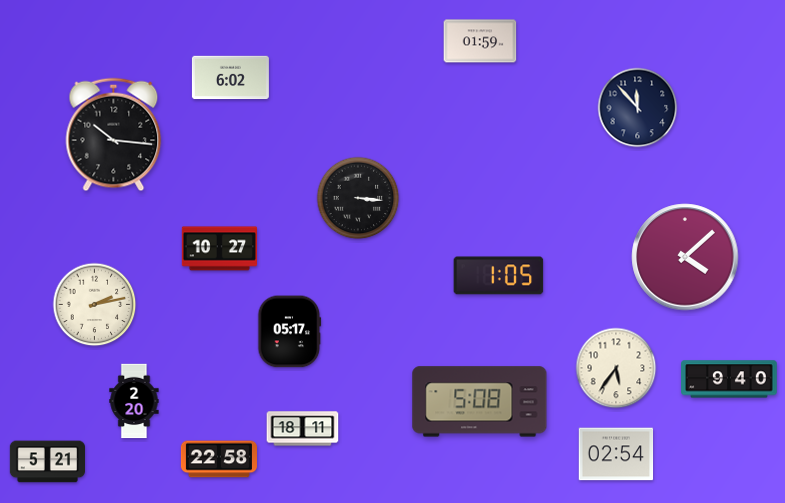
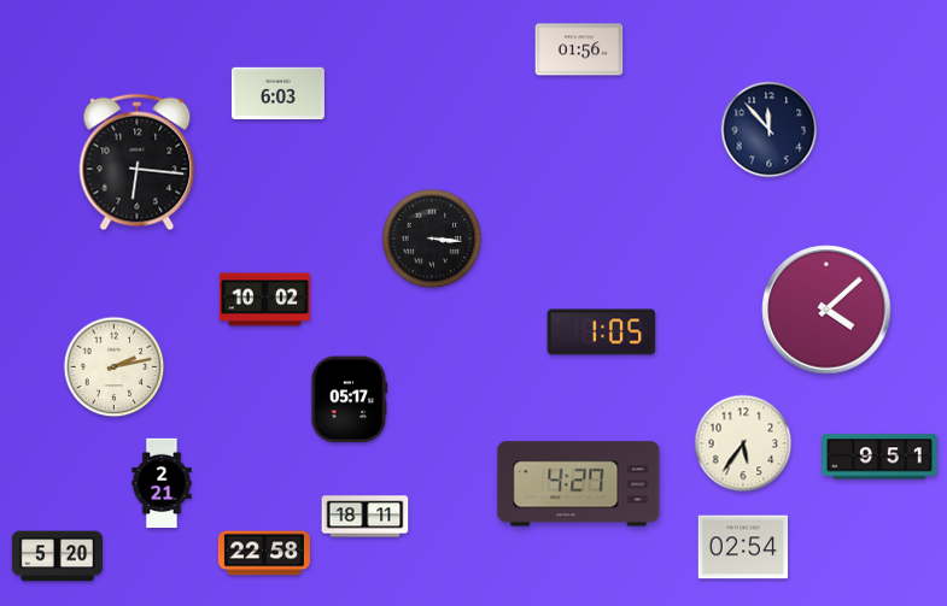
clock at (480, 41): 01:59 -> 01:56
clock at (230, 78): 6:02 -> 6:03
clock at (114, 135): 10:16 -> 6:16
clock at (219, 249): 10:27 -> 10:02
clock at (729, 379): 9:40 -> 9:51
clock at (134, 401): 2:20 -> 2:21
clock at (480, 402): 5:08 -> 4:27
clock at (47, 462): 5:21 -> 5:20
